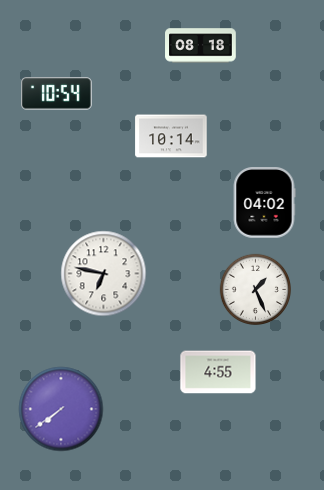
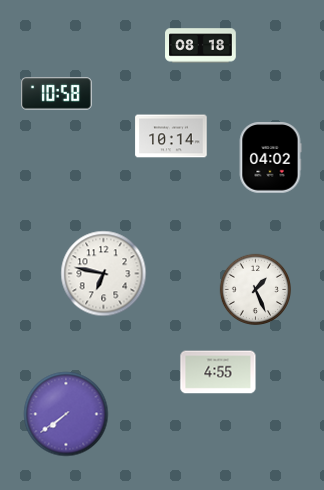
clock at (57, 94): 10:54 -> 10:58
clock at (264, 203) position: (264, 203) -> (270, 158)
clock at (61, 409) position: (61, 409) -> (66, 414)
